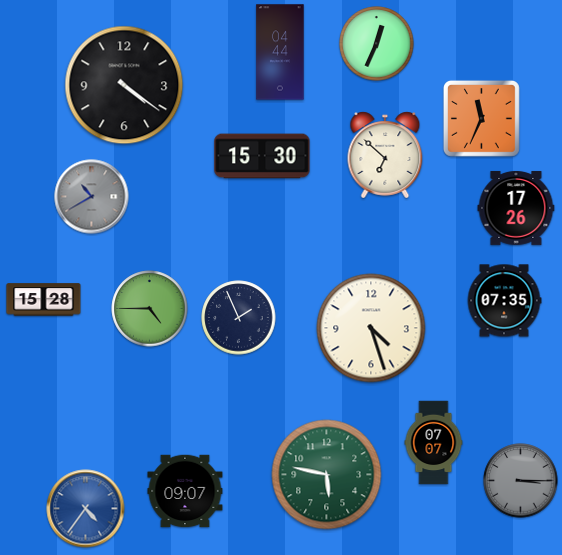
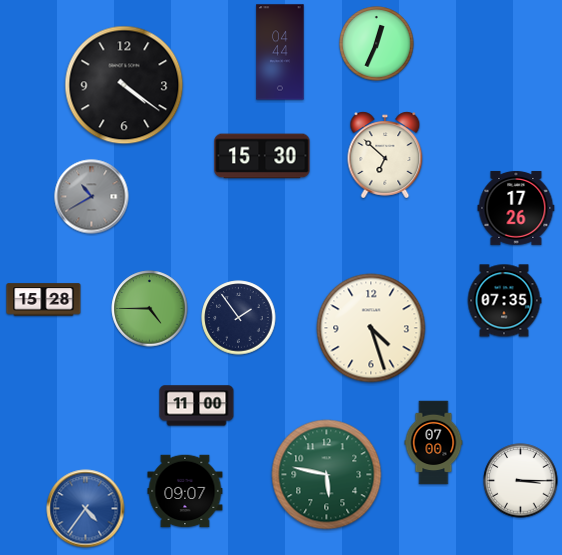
clock at (481, 118): 11:34 -> none
clock at (239, 318): 1:56 -> 1:54
clock at (197, 406): none -> 11:00
clock at (434, 443): 07:07 -> 07:00
clock at (521, 481) dial: grey -> white
